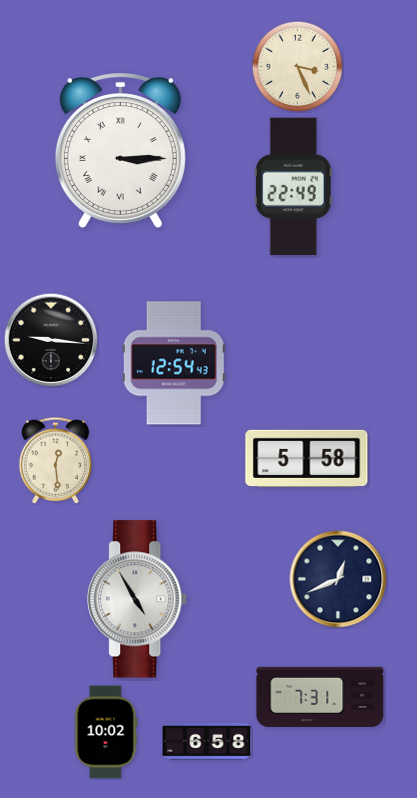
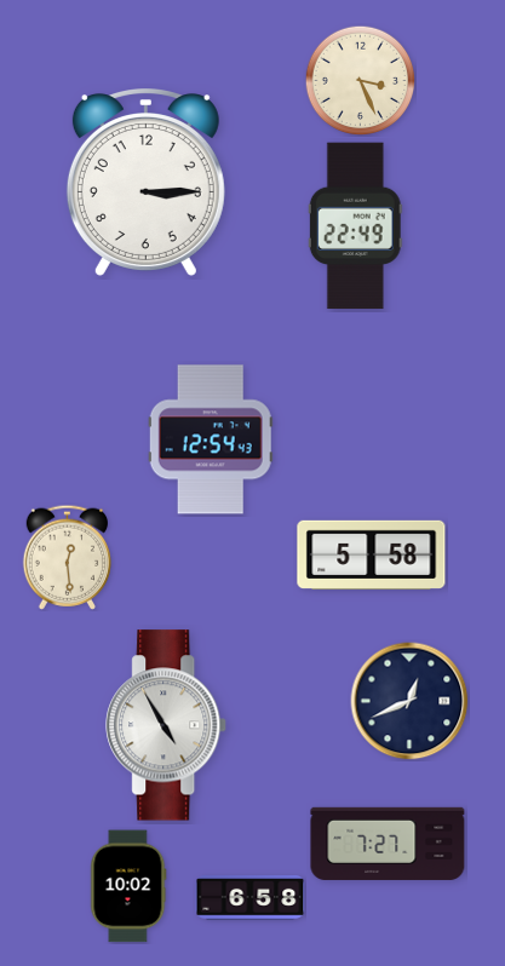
clock at (120, 151) numerals: Roman -> Arabic
clock at (51, 340): 9:16 -> none
clock at (320, 697): 7:31 -> 7:27
